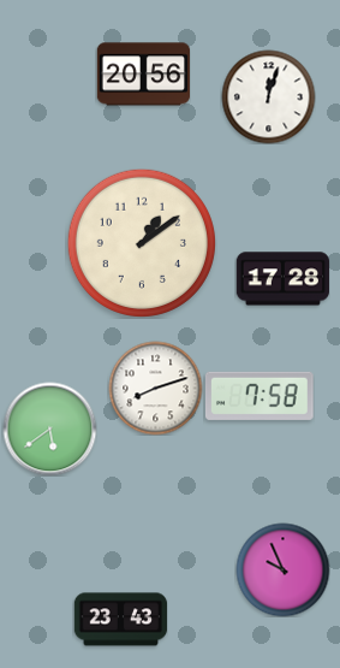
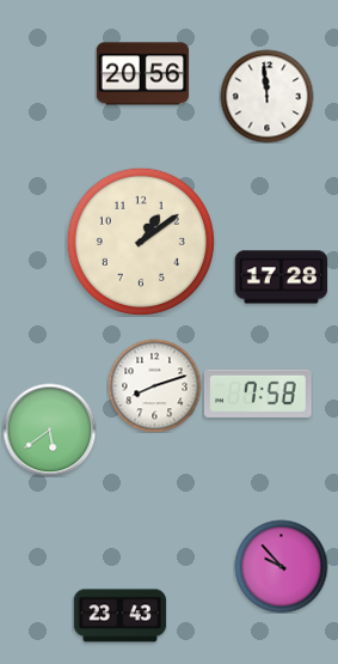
clock at (268, 96): 12:03 -> 11:59
clock at (49, 428) position: (49, 428) -> (49, 430)
clock at (282, 569): 9:56 -> 9:53
